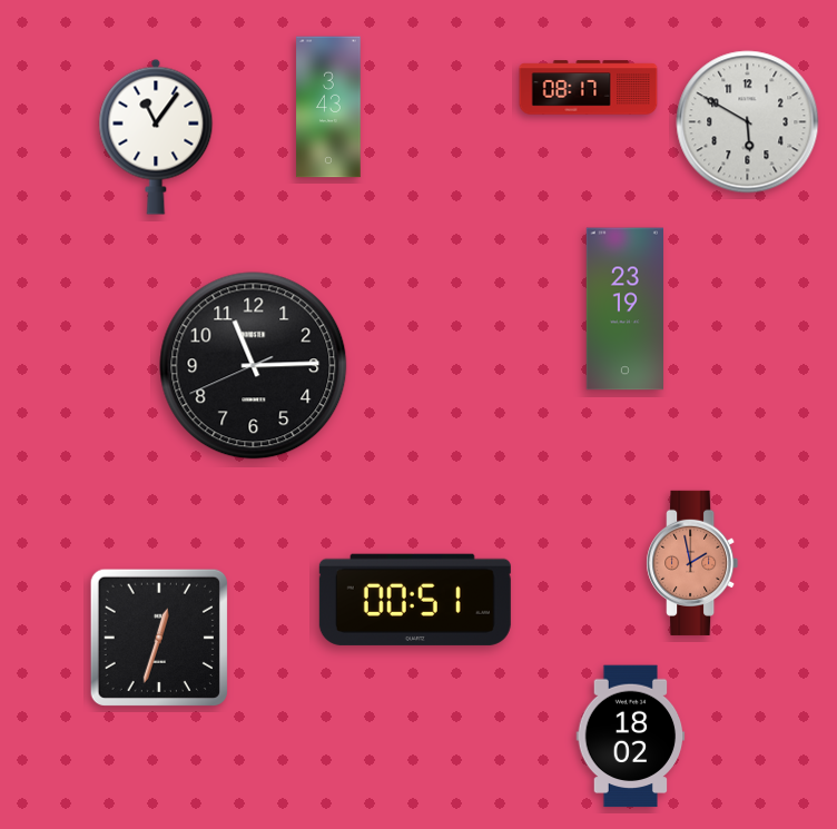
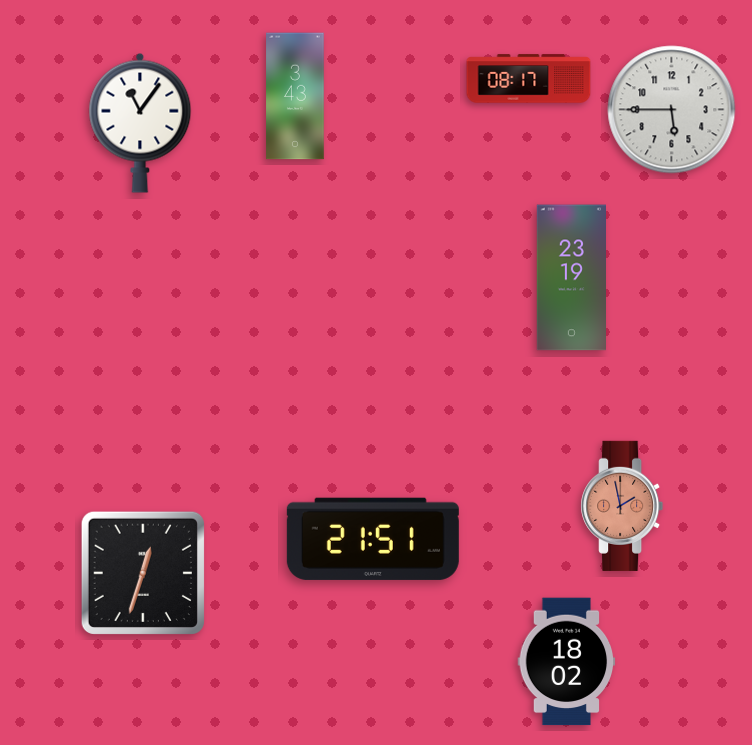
clock at (748, 122): 5:50 -> 5:45
clock at (624, 309) position: (624, 309) -> (571, 278)
clock at (254, 366): 11:14 -> none
clock at (415, 600): 00:51 -> 21:51
